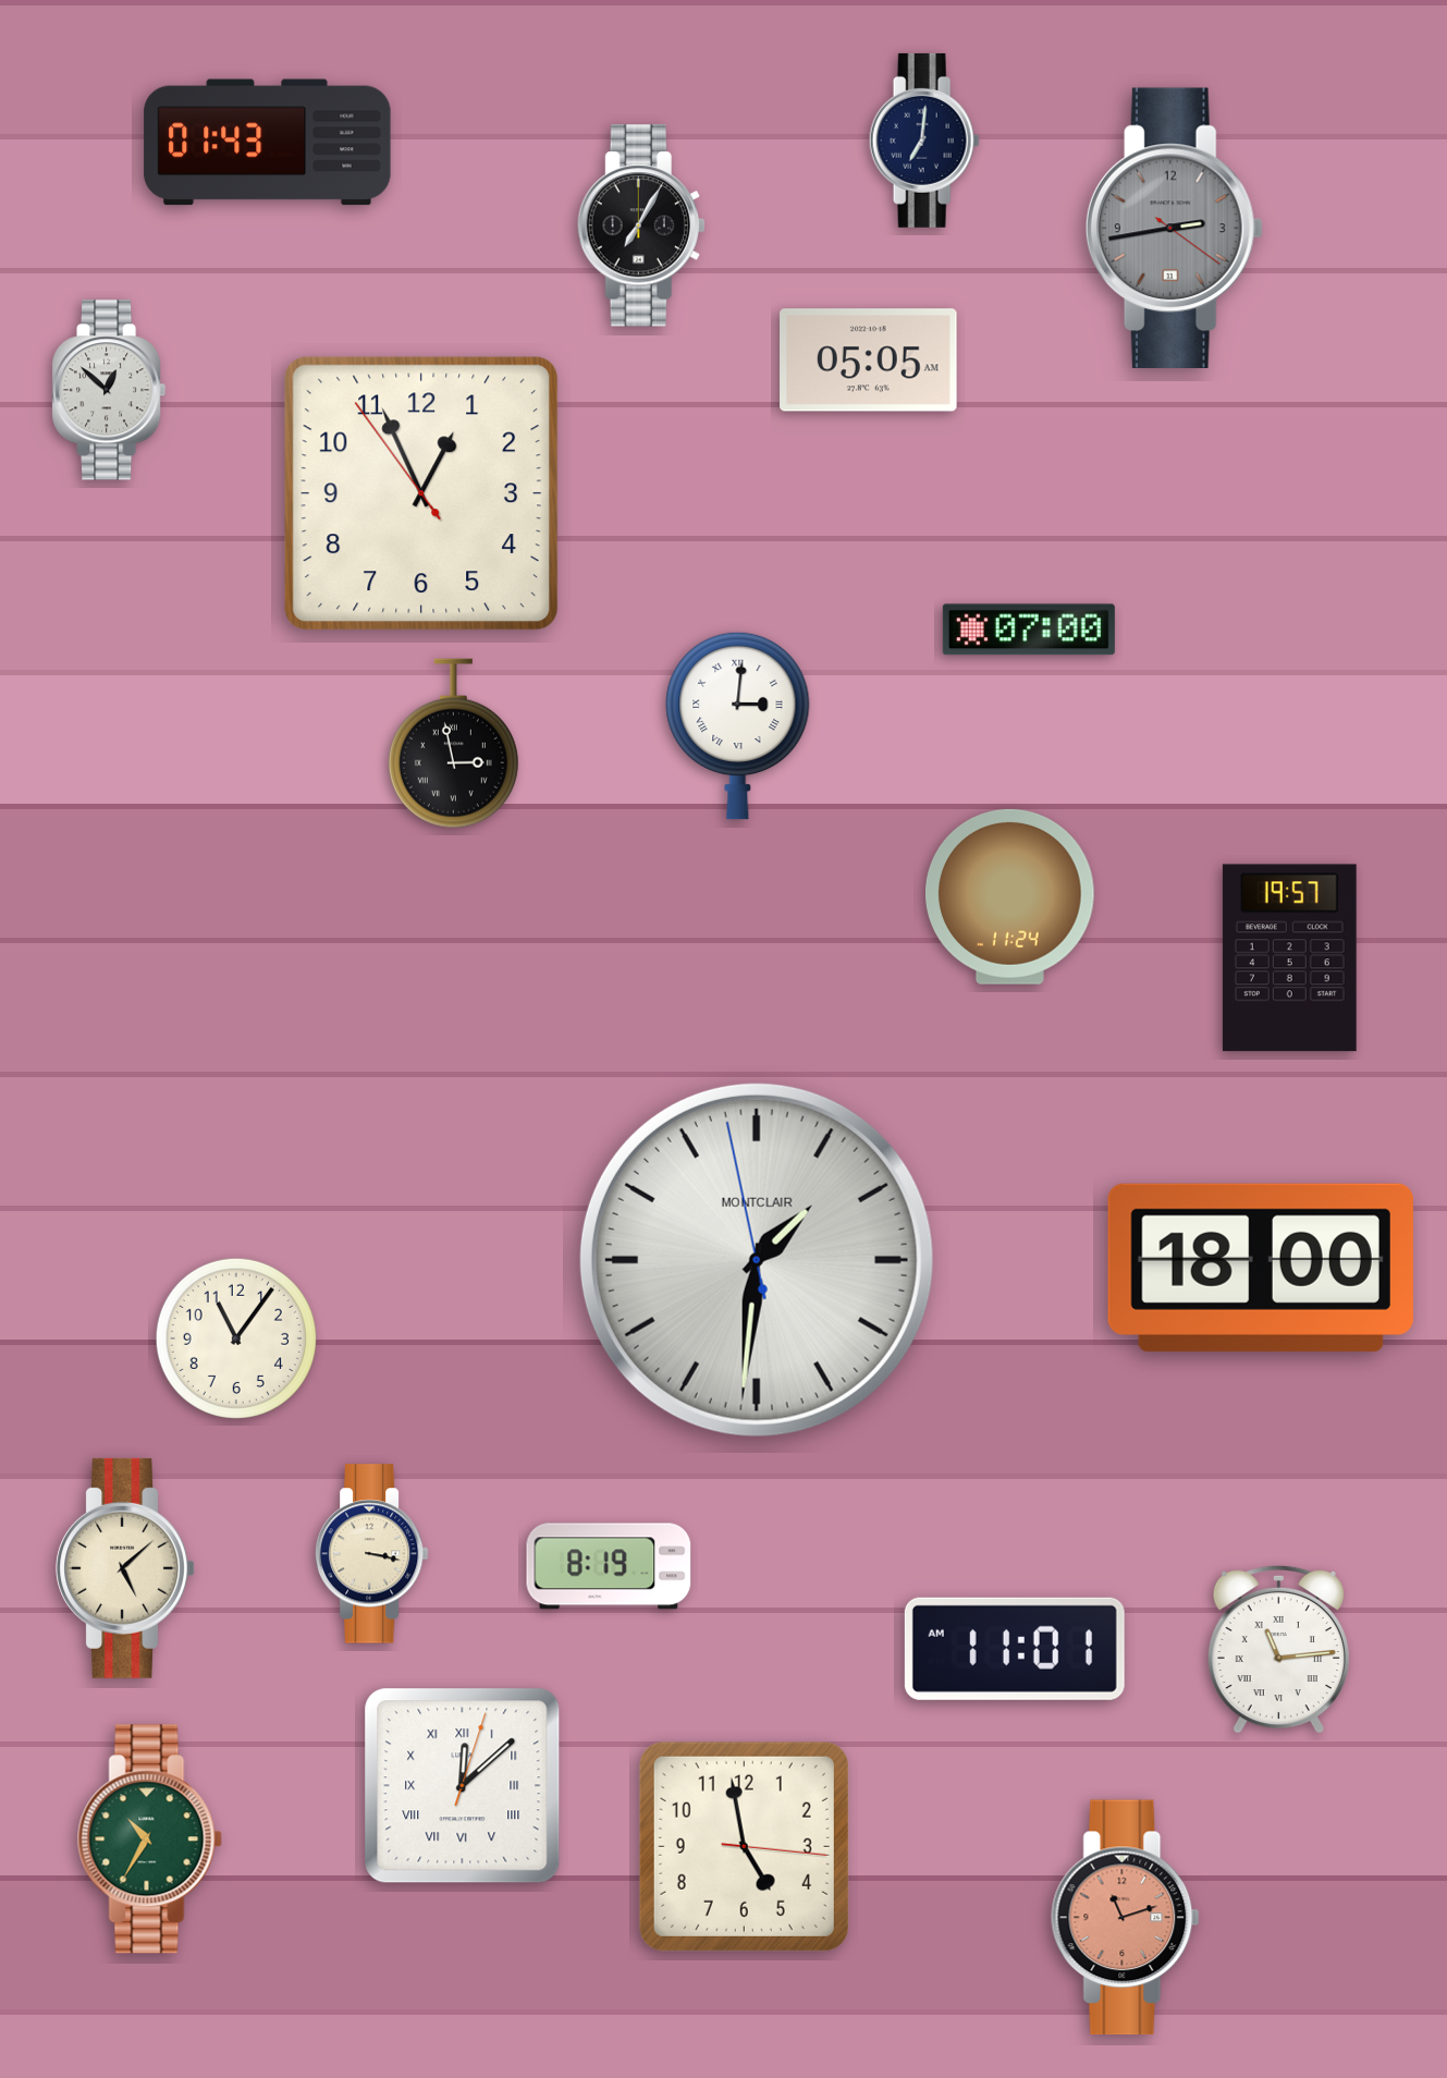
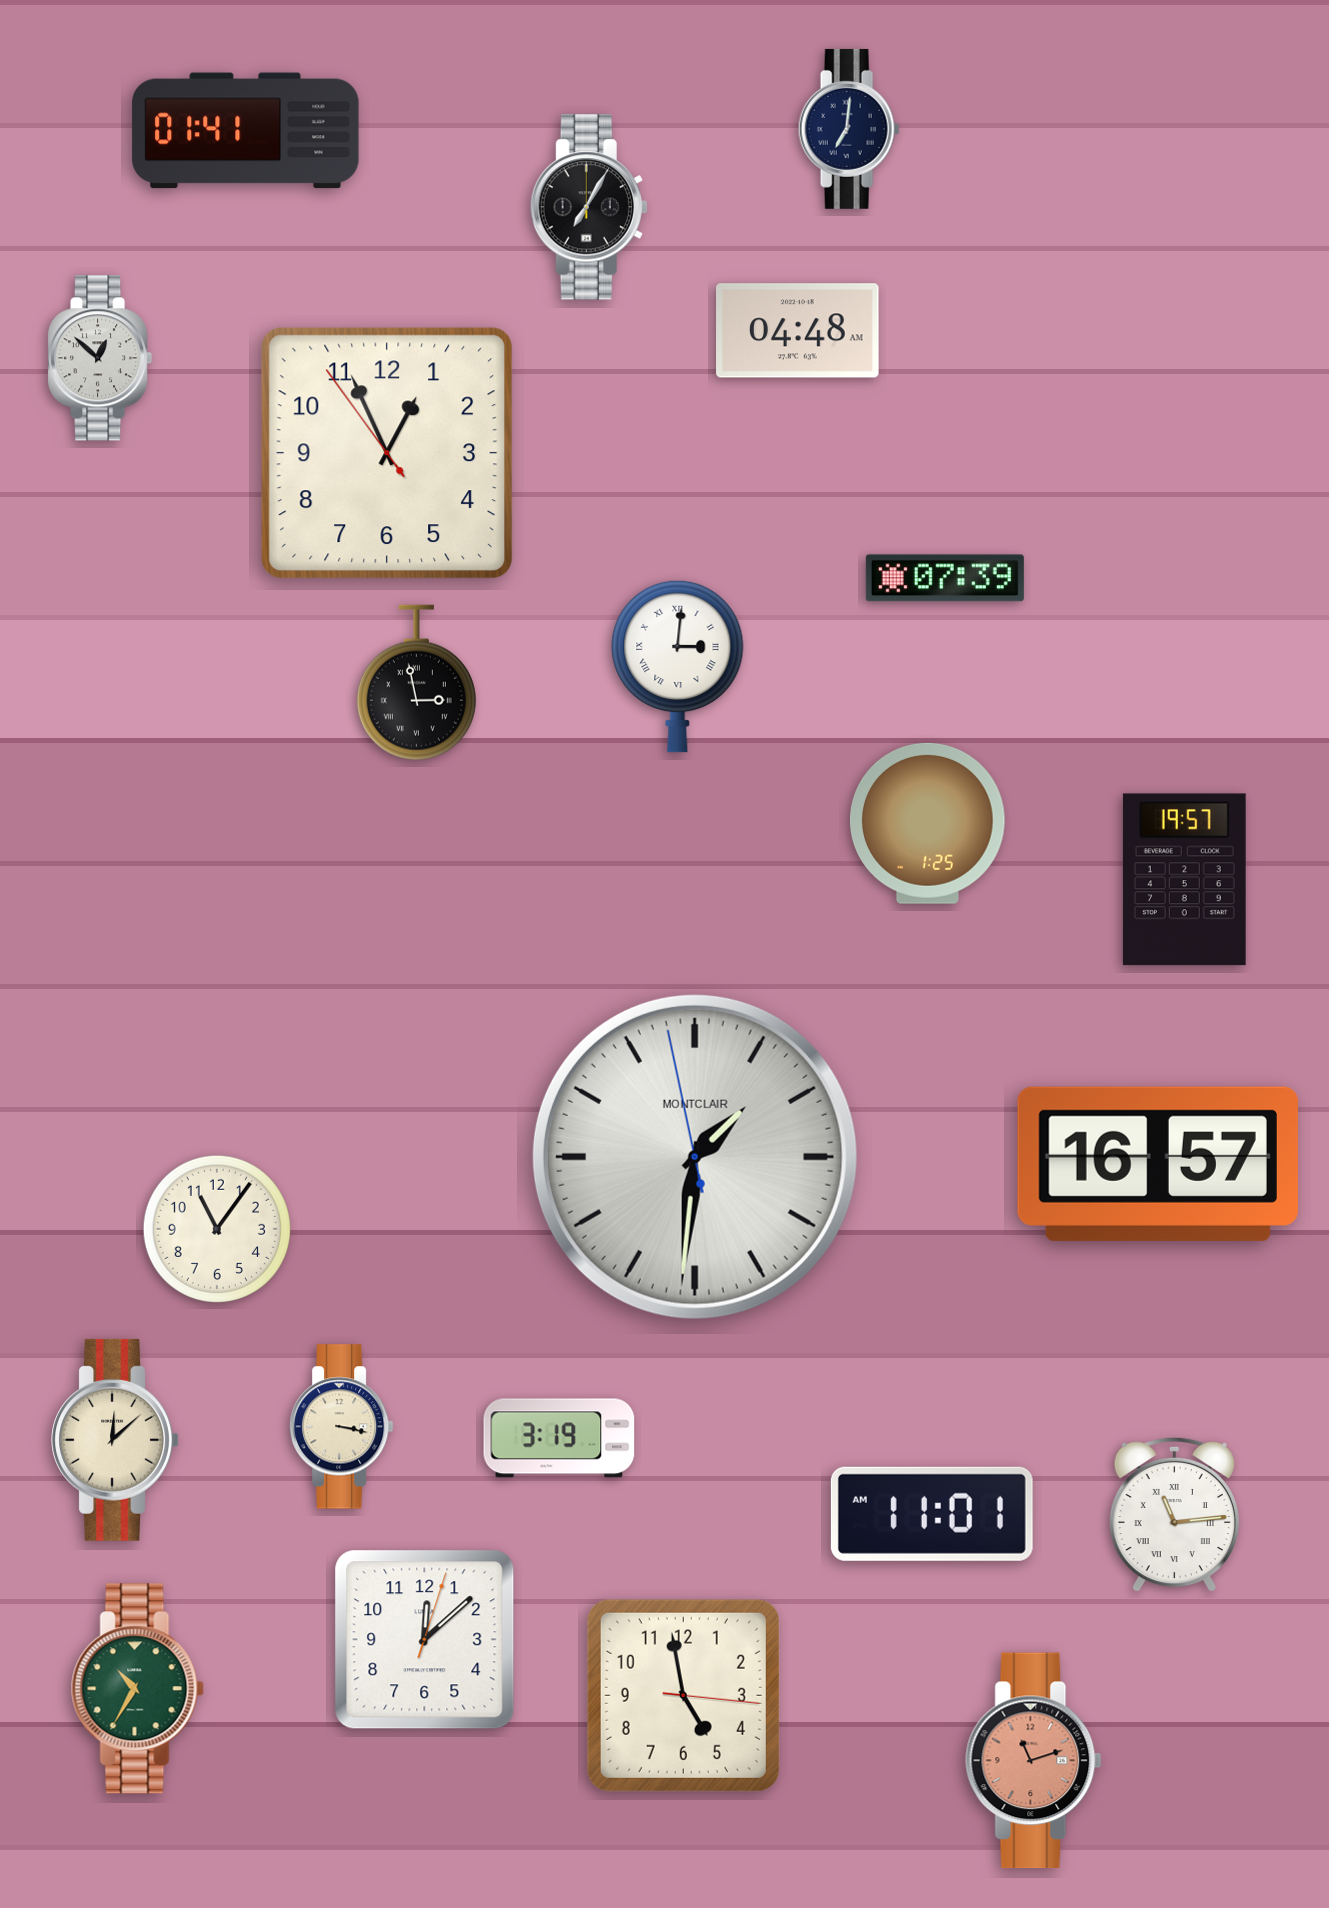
clock at (268, 143): 01:43 -> 01:41
clock at (1174, 228): 2:43 -> none
clock at (869, 360): 05:05 -> 04:48
clock at (1029, 629): 07:00 -> 07:39
clock at (1010, 896): 11:24 -> 1:25
clock at (1261, 1268): 18:00 -> 16:57
clock at (609, 1566): 8:19 -> 3:19
clock at (125, 1568): 5:08 -> 12:08
clock at (463, 1786) numerals: Roman -> Arabic
